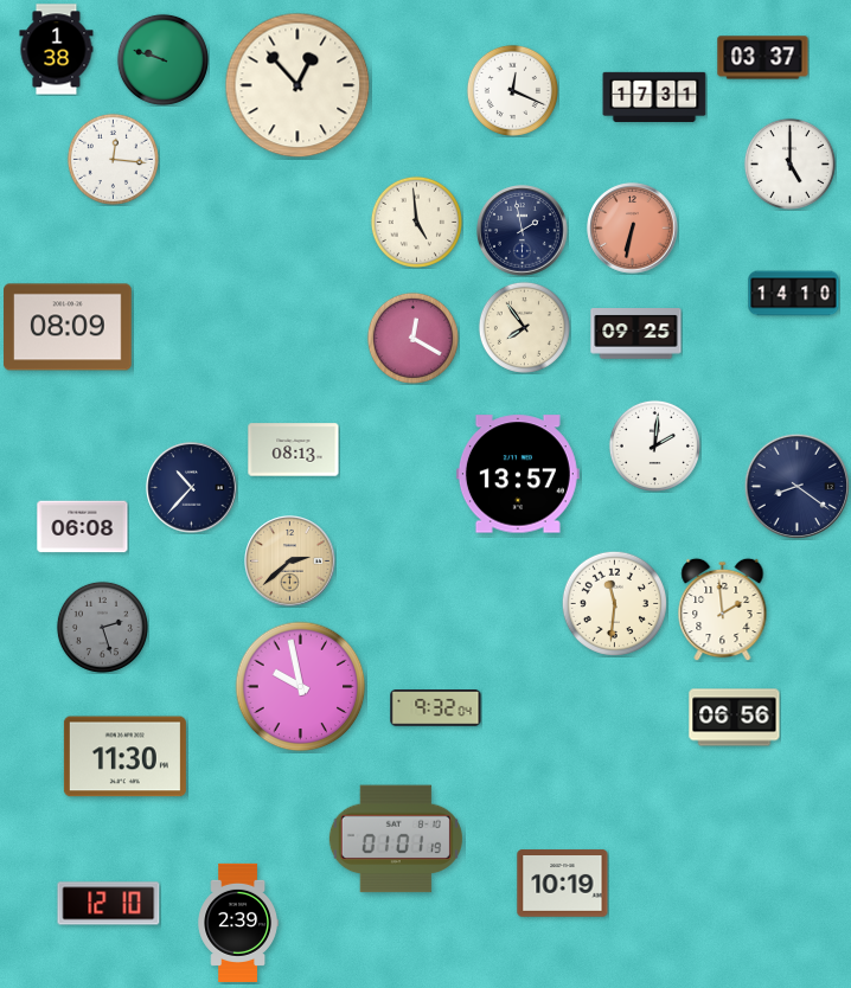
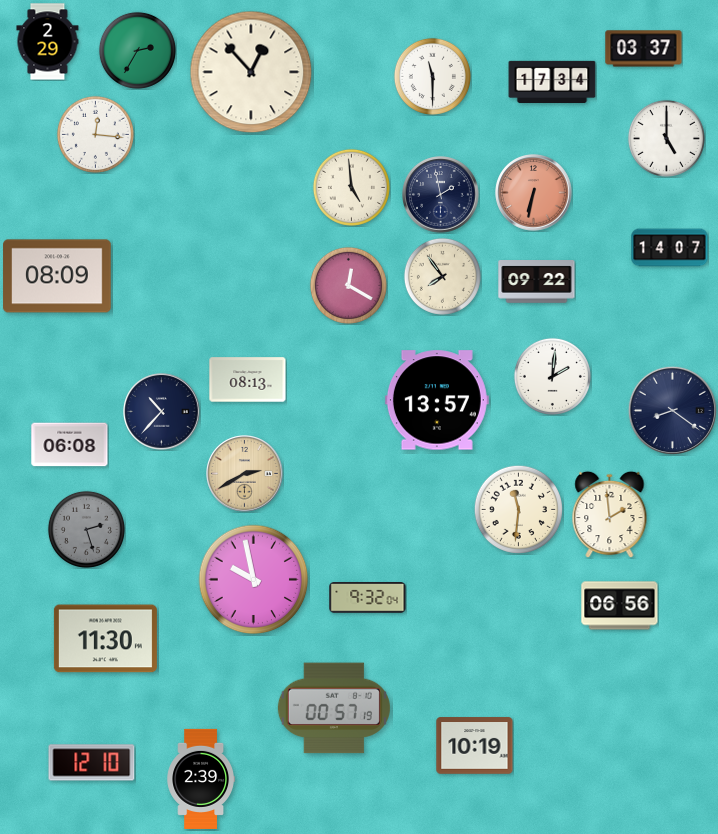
clock at (57, 50): 1:38 -> 2:29
clock at (162, 59): 9:48 -> 2:35
clock at (512, 90): 12:19 -> 11:30
clock at (654, 97): 17:31 -> 17:34
clock at (794, 294): 14:10 -> 14:07
clock at (636, 334): 09:25 -> 09:22
clock at (290, 562): 2:38 -> 2:40
clock at (396, 839): 01:01 -> 00:57
